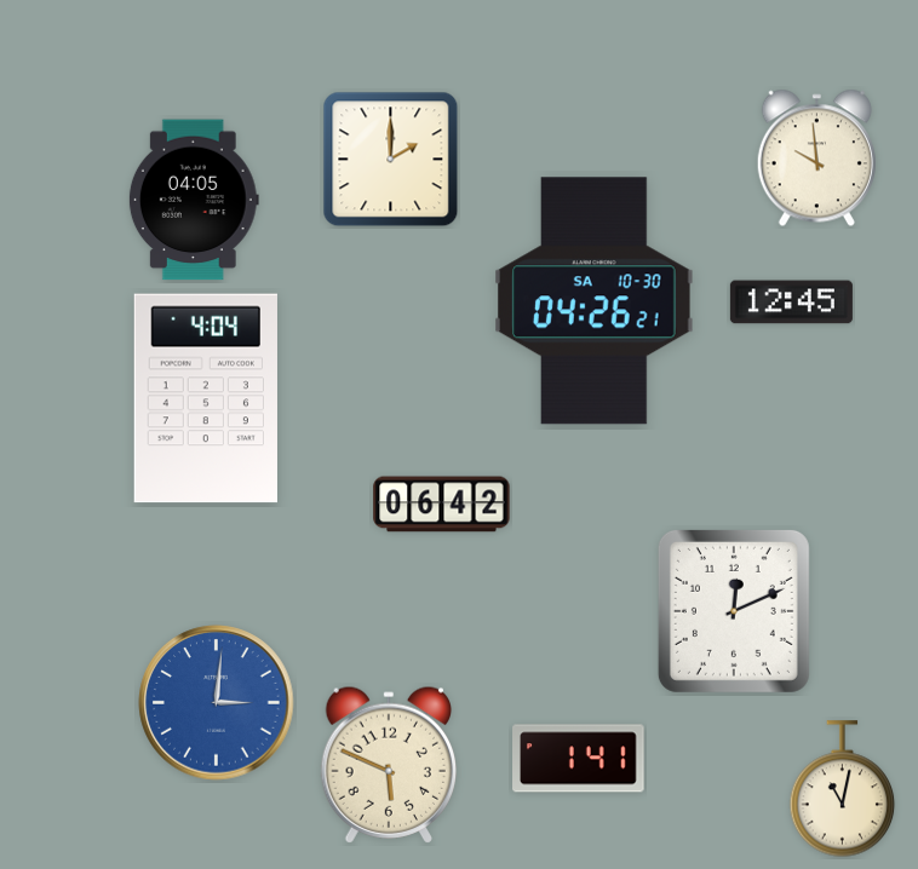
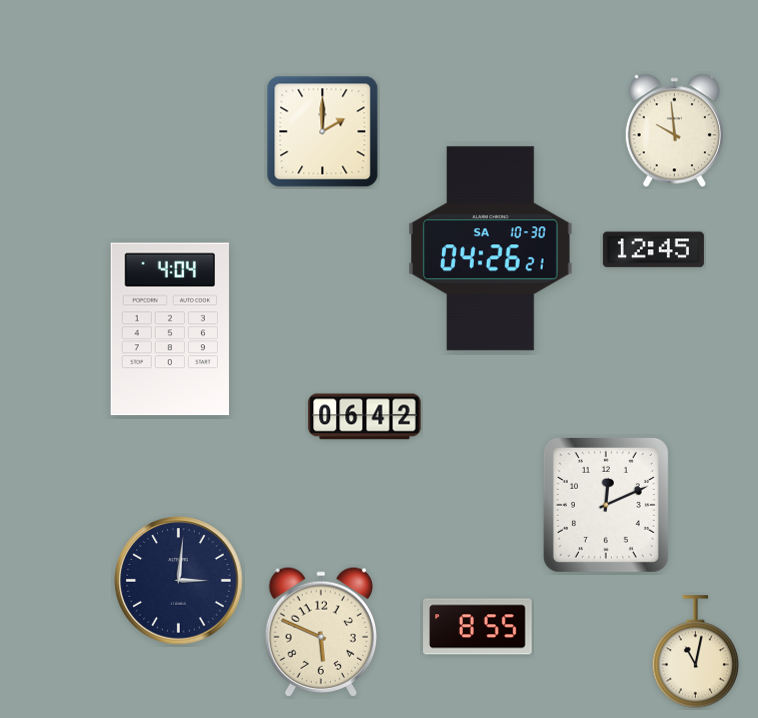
clock at (194, 200): 04:05 -> none
clock at (217, 703) dial: blue -> navy
clock at (579, 759): 1:41 -> 8:55
